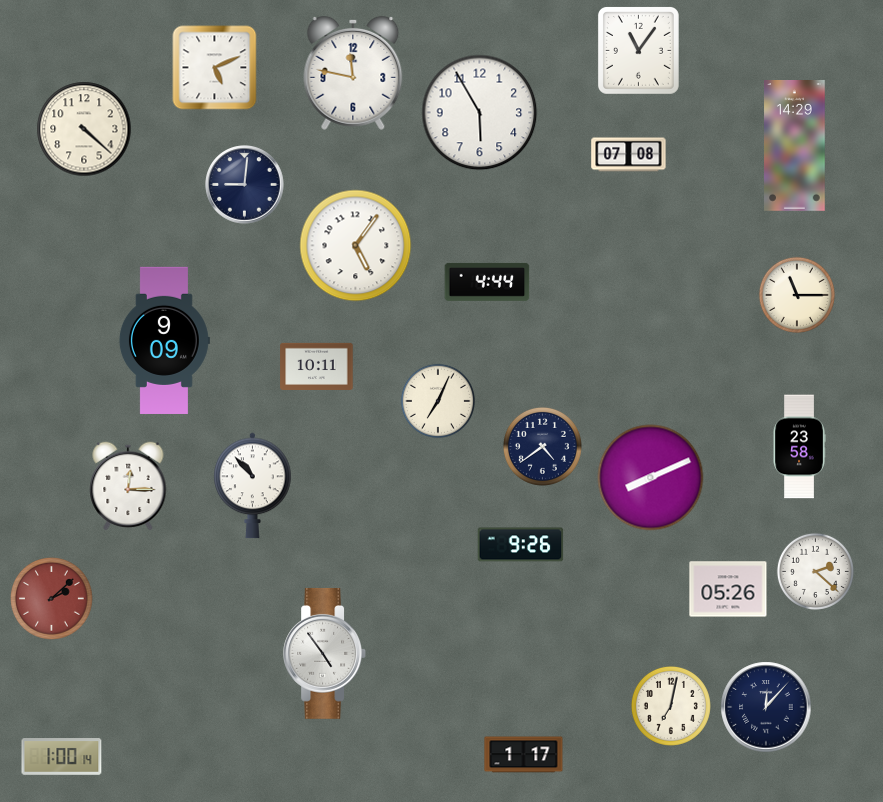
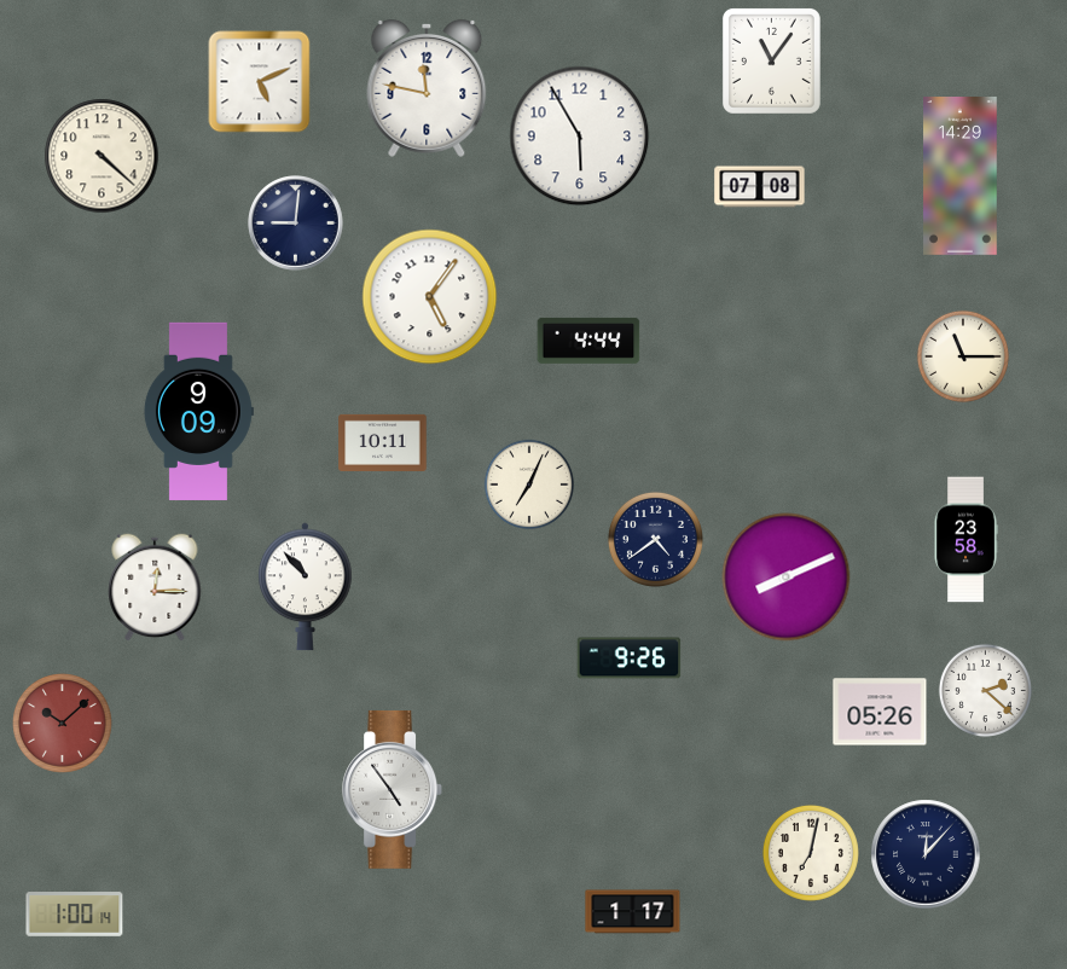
clock at (52, 599): 2:08 -> 10:08
